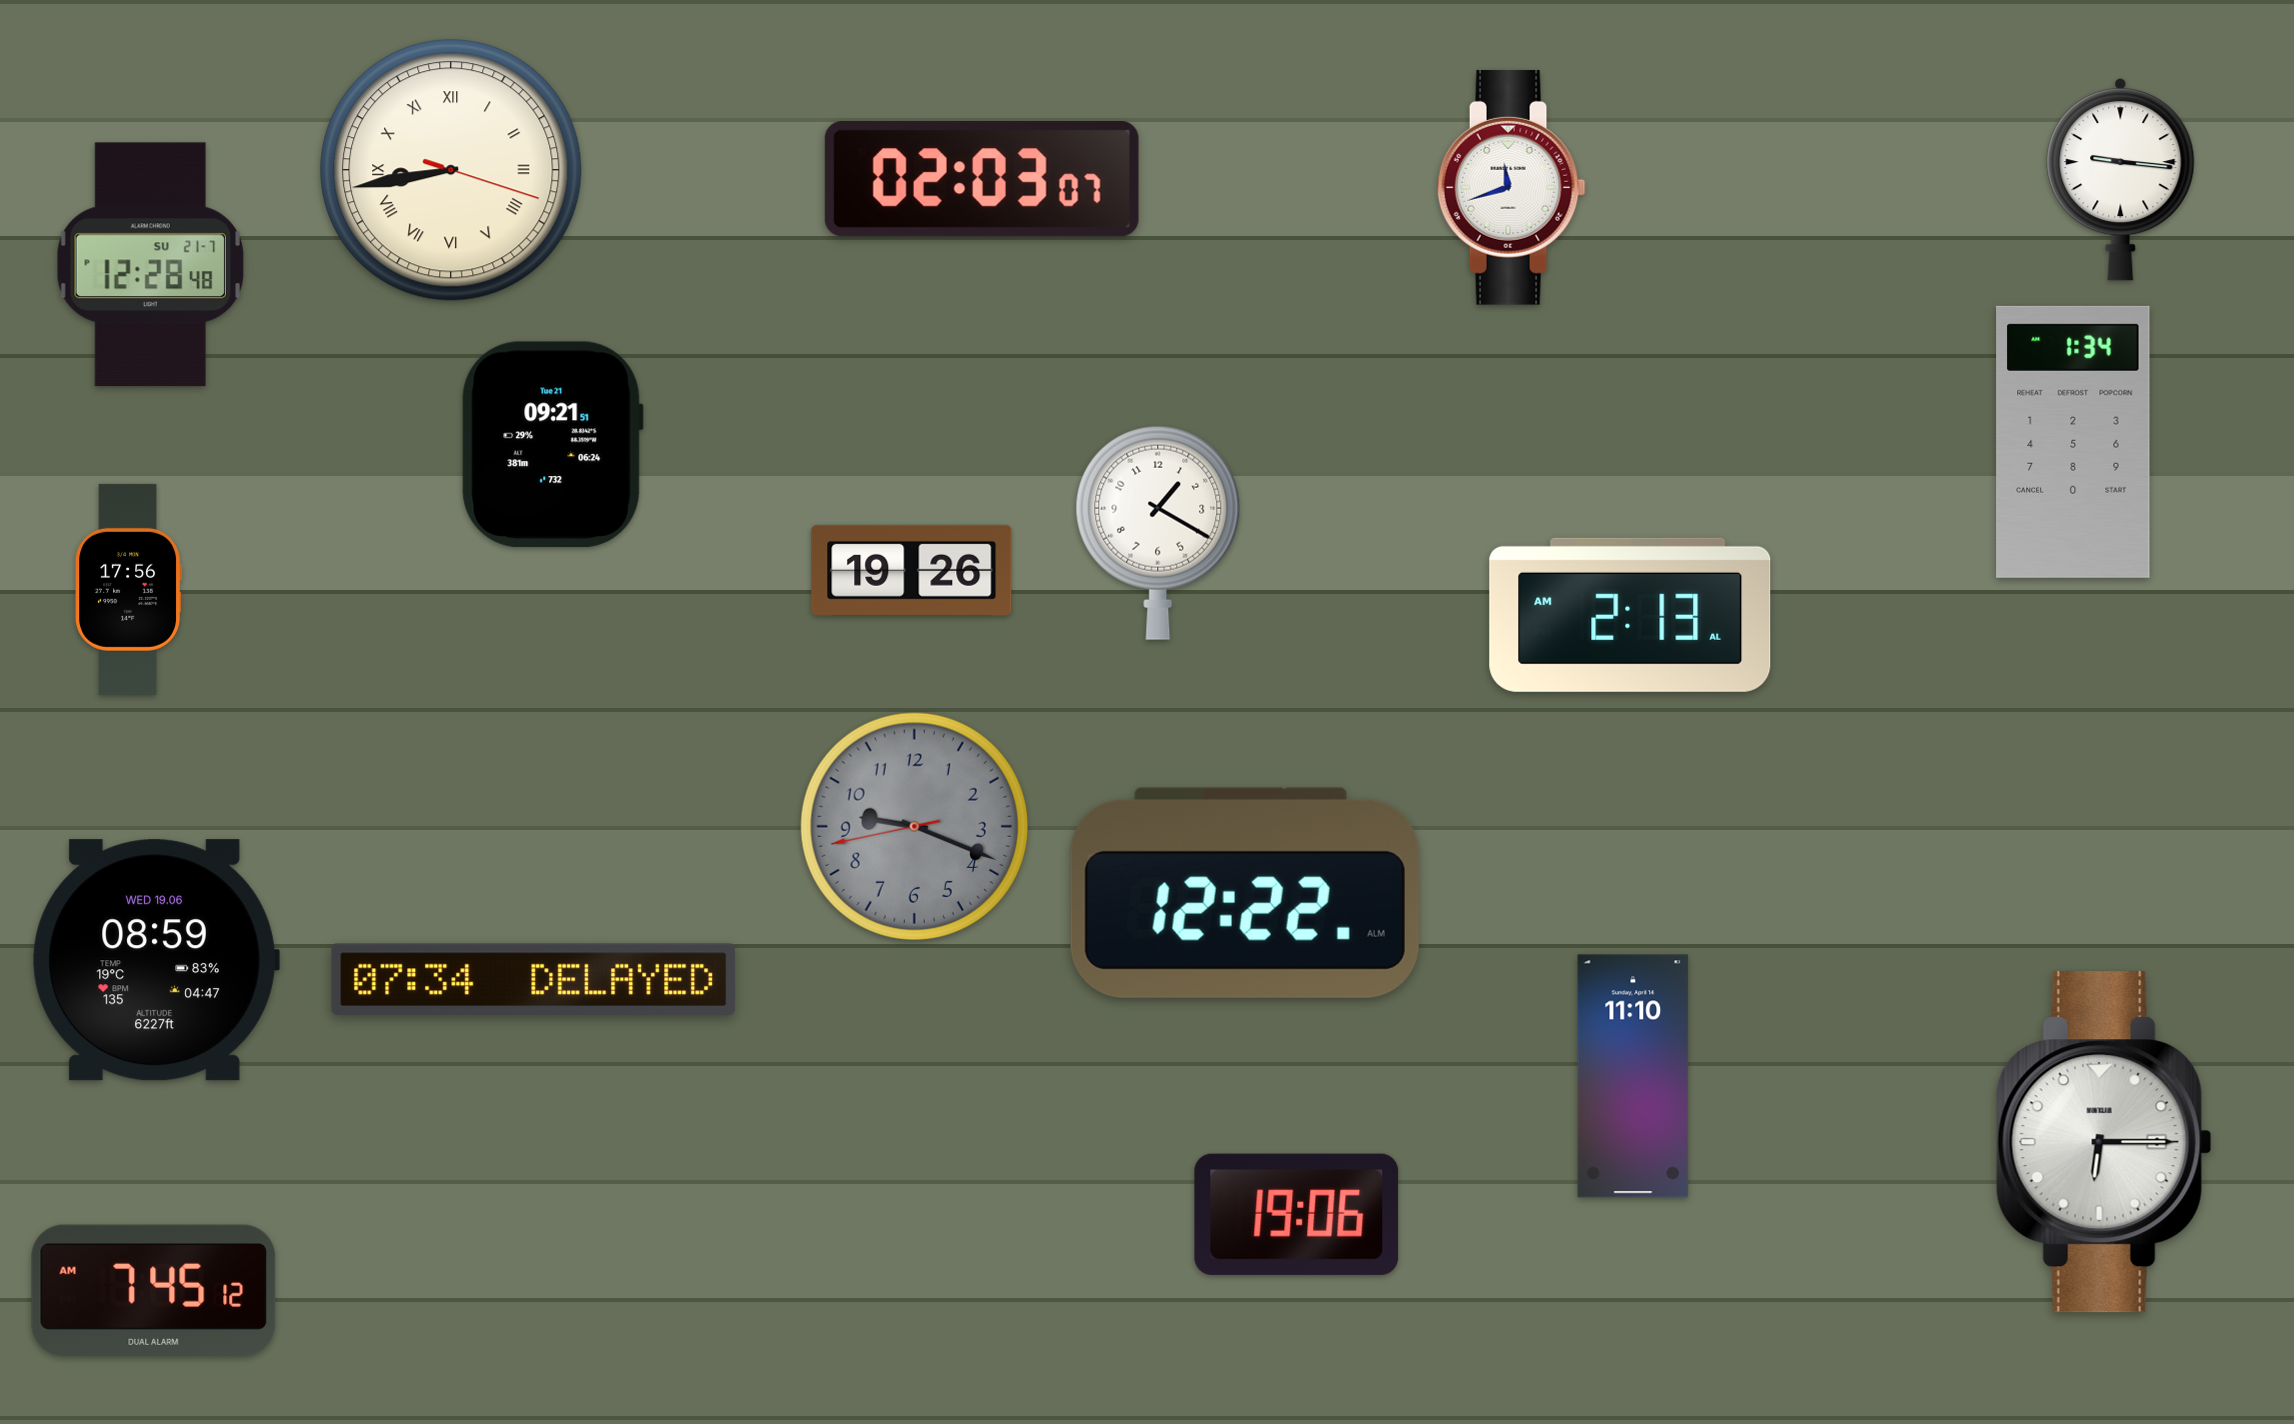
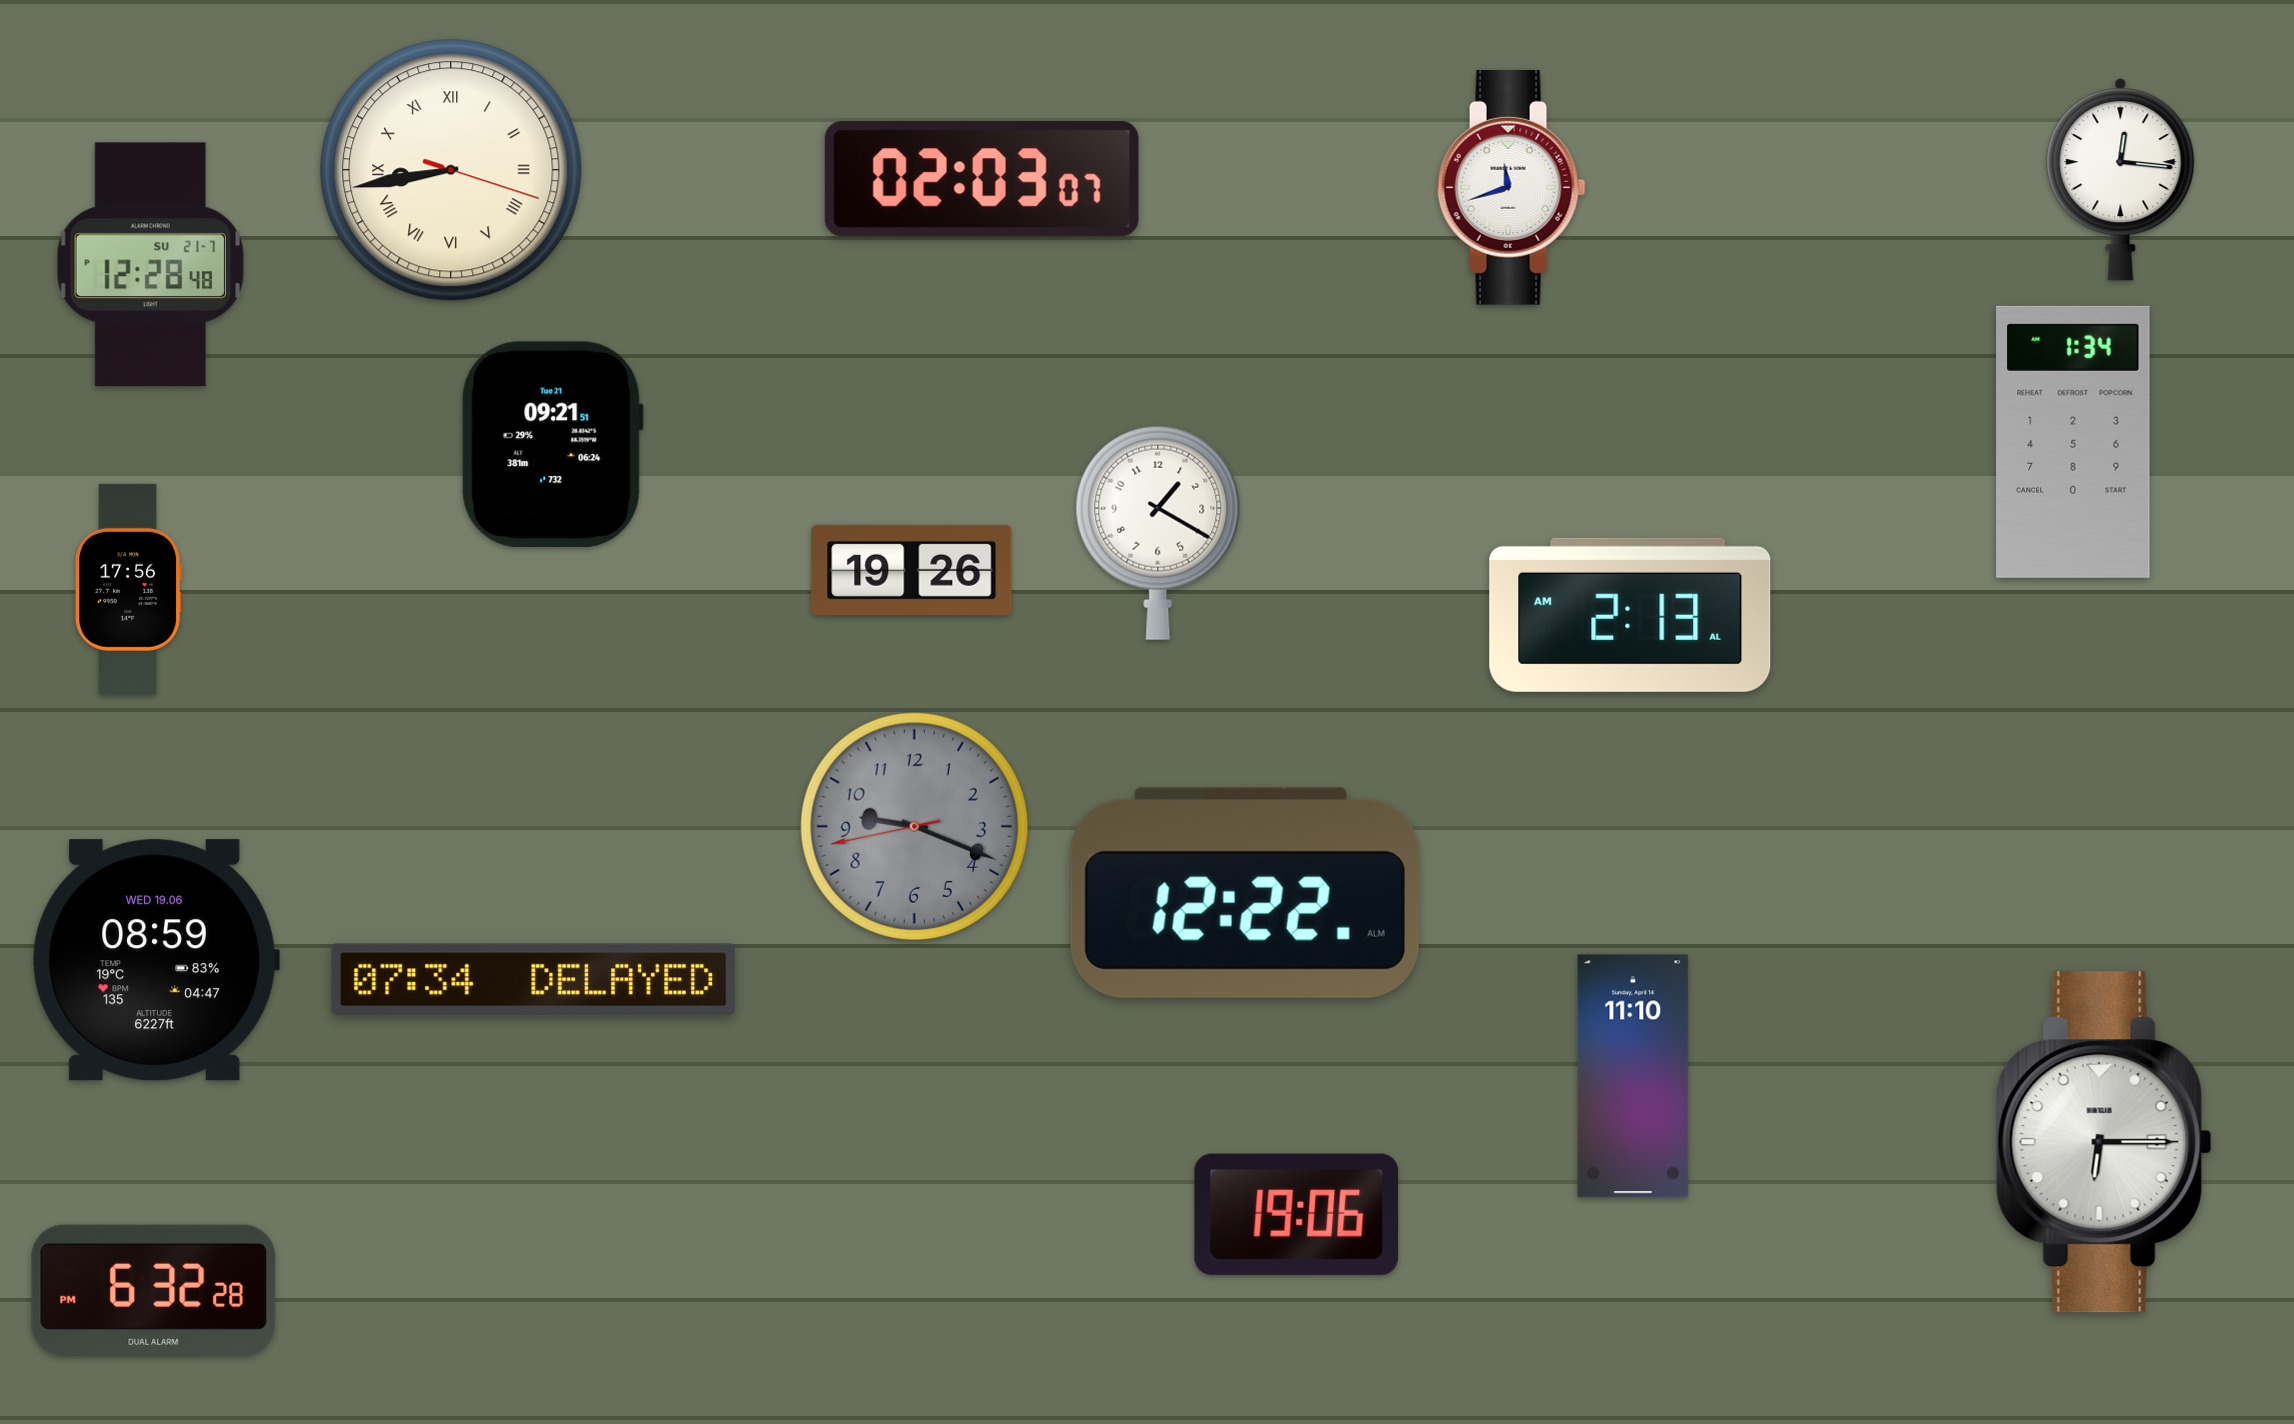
clock at (2121, 179): 9:16 -> 12:16
clock at (154, 1290): 7:45 -> 6:32
